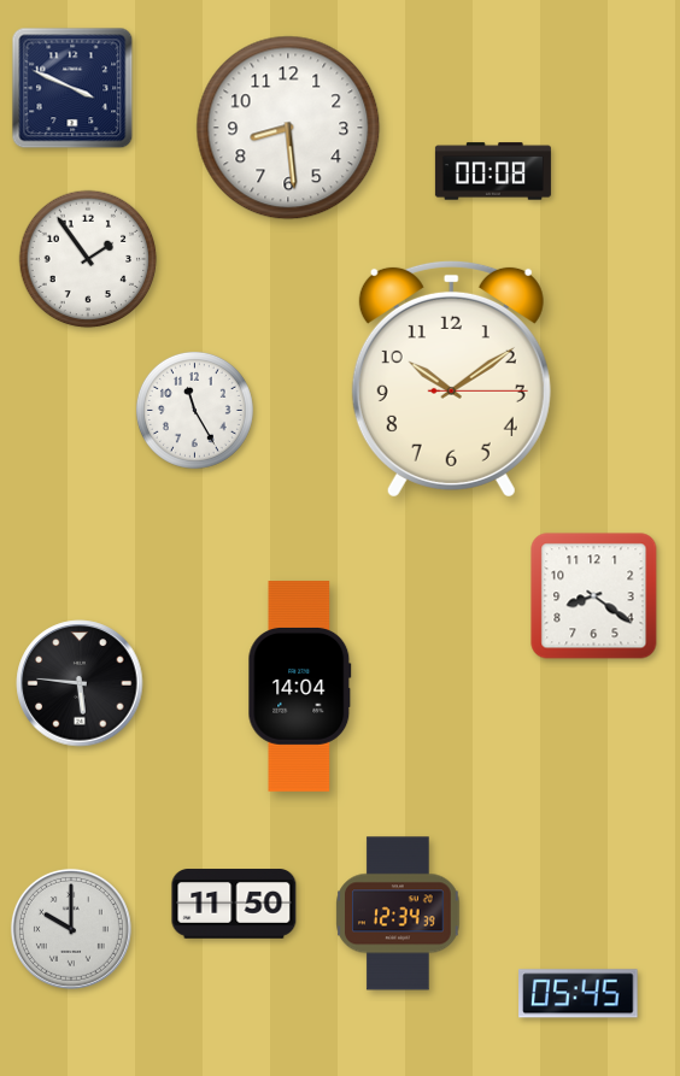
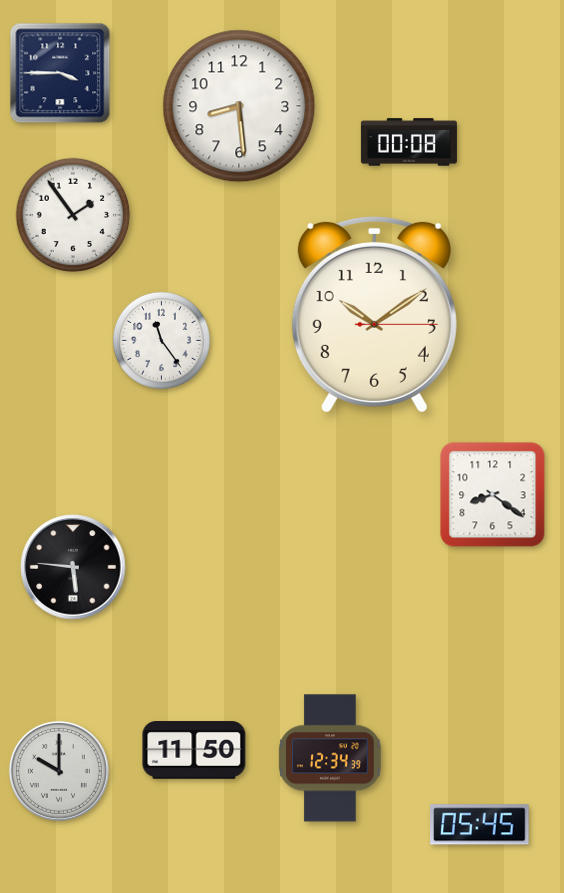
clock at (72, 88): 3:49 -> 3:45
clock at (194, 410): 11:25 -> 11:24
clock at (80, 683) position: (80, 683) -> (73, 567)
clock at (300, 687): 14:04 -> none
